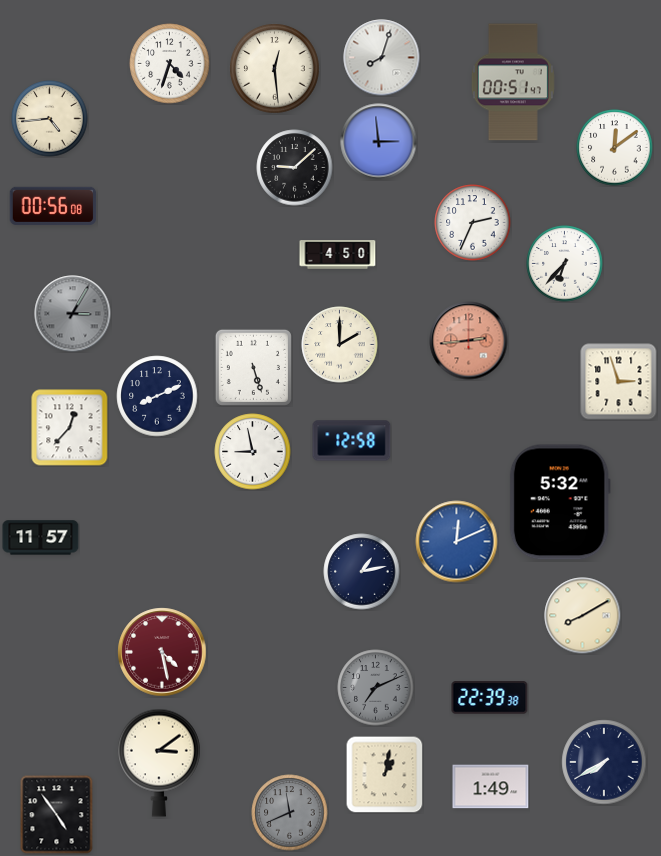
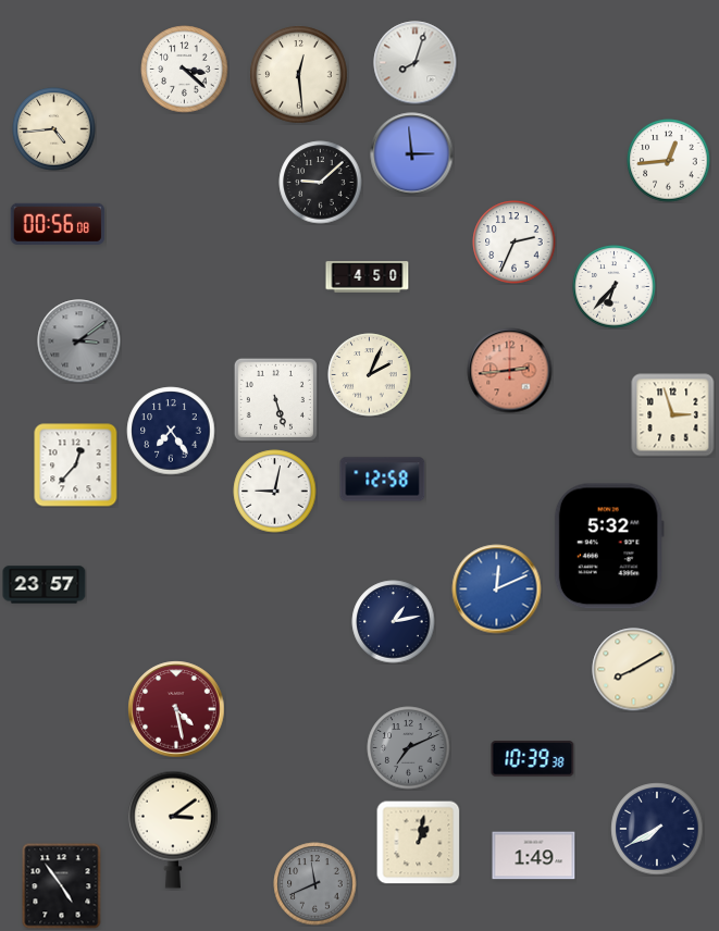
clock at (170, 64): 4:33 -> 3:22
clock at (513, 82): 00:51 -> none
clock at (615, 148): 12:09 -> 12:44
clock at (73, 314): 3:05 -> 3:09
clock at (340, 345): 2:00 -> 2:04
clock at (157, 396): 8:11 -> 7:24
clock at (253, 452): 8:58 -> 9:02
clock at (41, 538): 11:57 -> 23:57
clock at (490, 698): 22:39 -> 10:39
